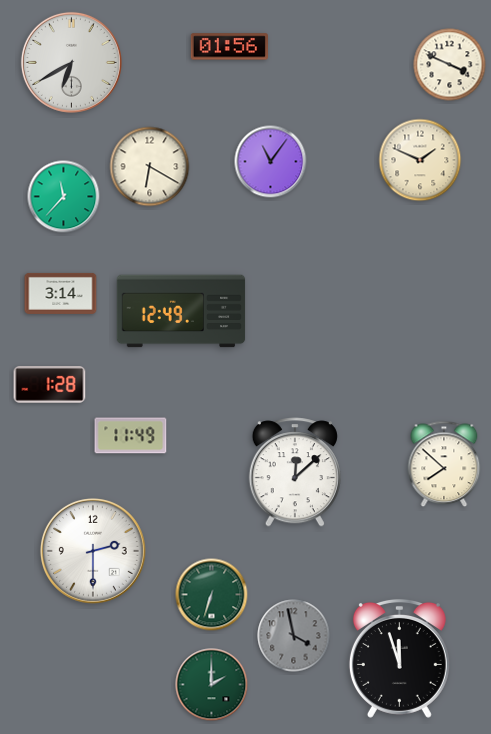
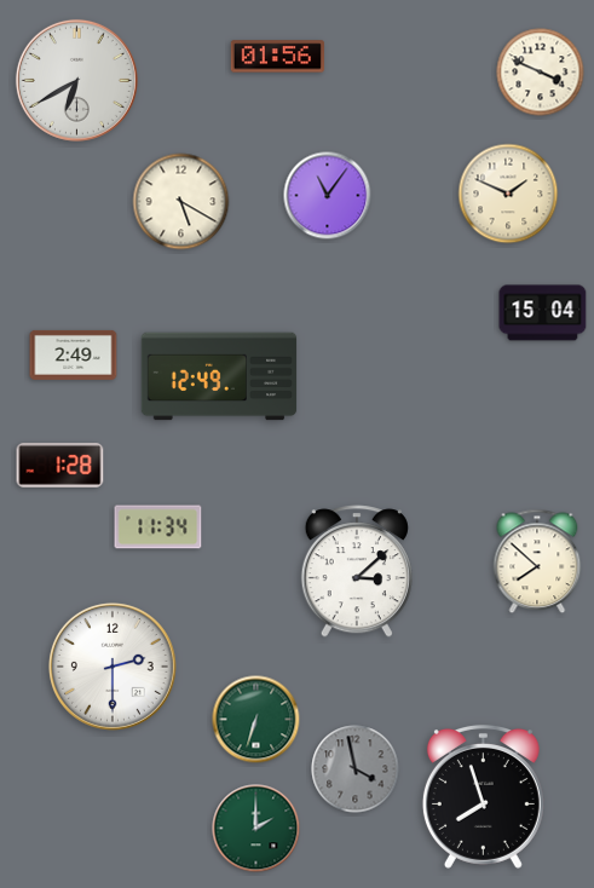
clock at (71, 62) position: (71, 62) -> (76, 80)
clock at (450, 65) position: (450, 65) -> (541, 73)
clock at (150, 167): 6:20 -> 5:20
clock at (64, 197): 11:37 -> none
clock at (543, 313): none -> 15:04
clock at (61, 293): 3:14 -> 2:49
clock at (131, 436): 11:49 -> 11:34
clock at (295, 472): 12:08 -> 3:08
clock at (399, 658): 11:57 -> 7:57
